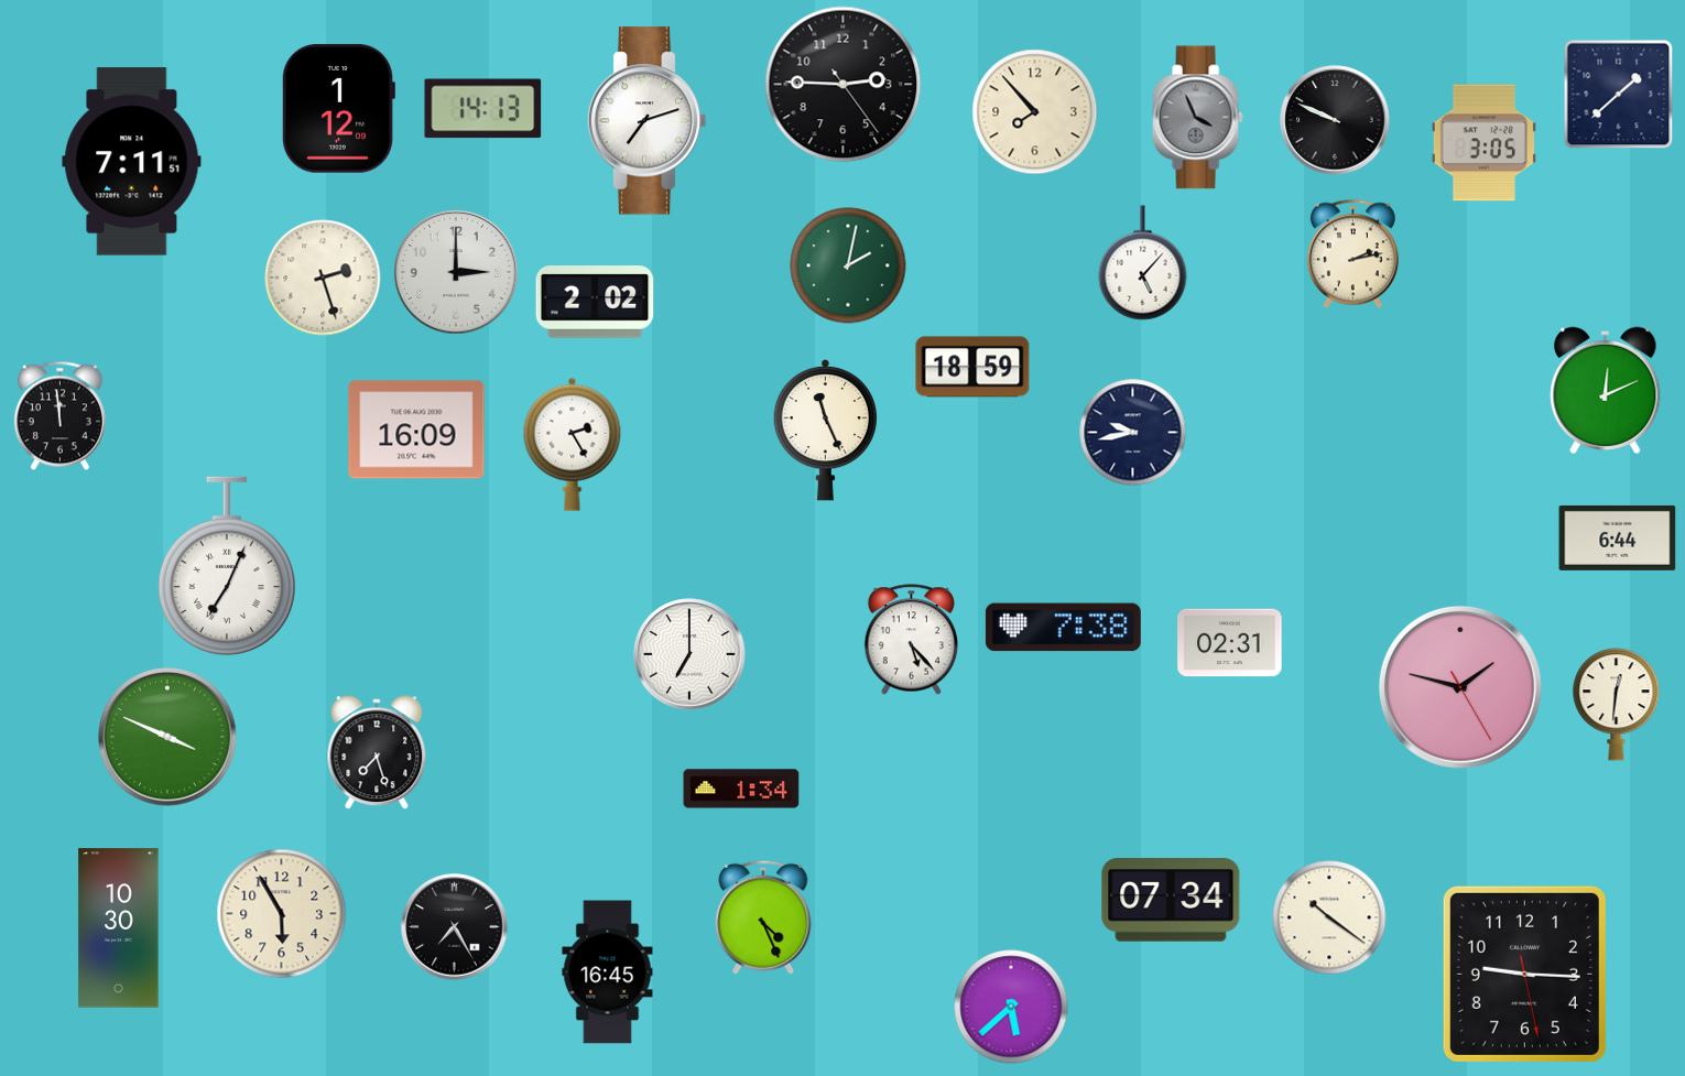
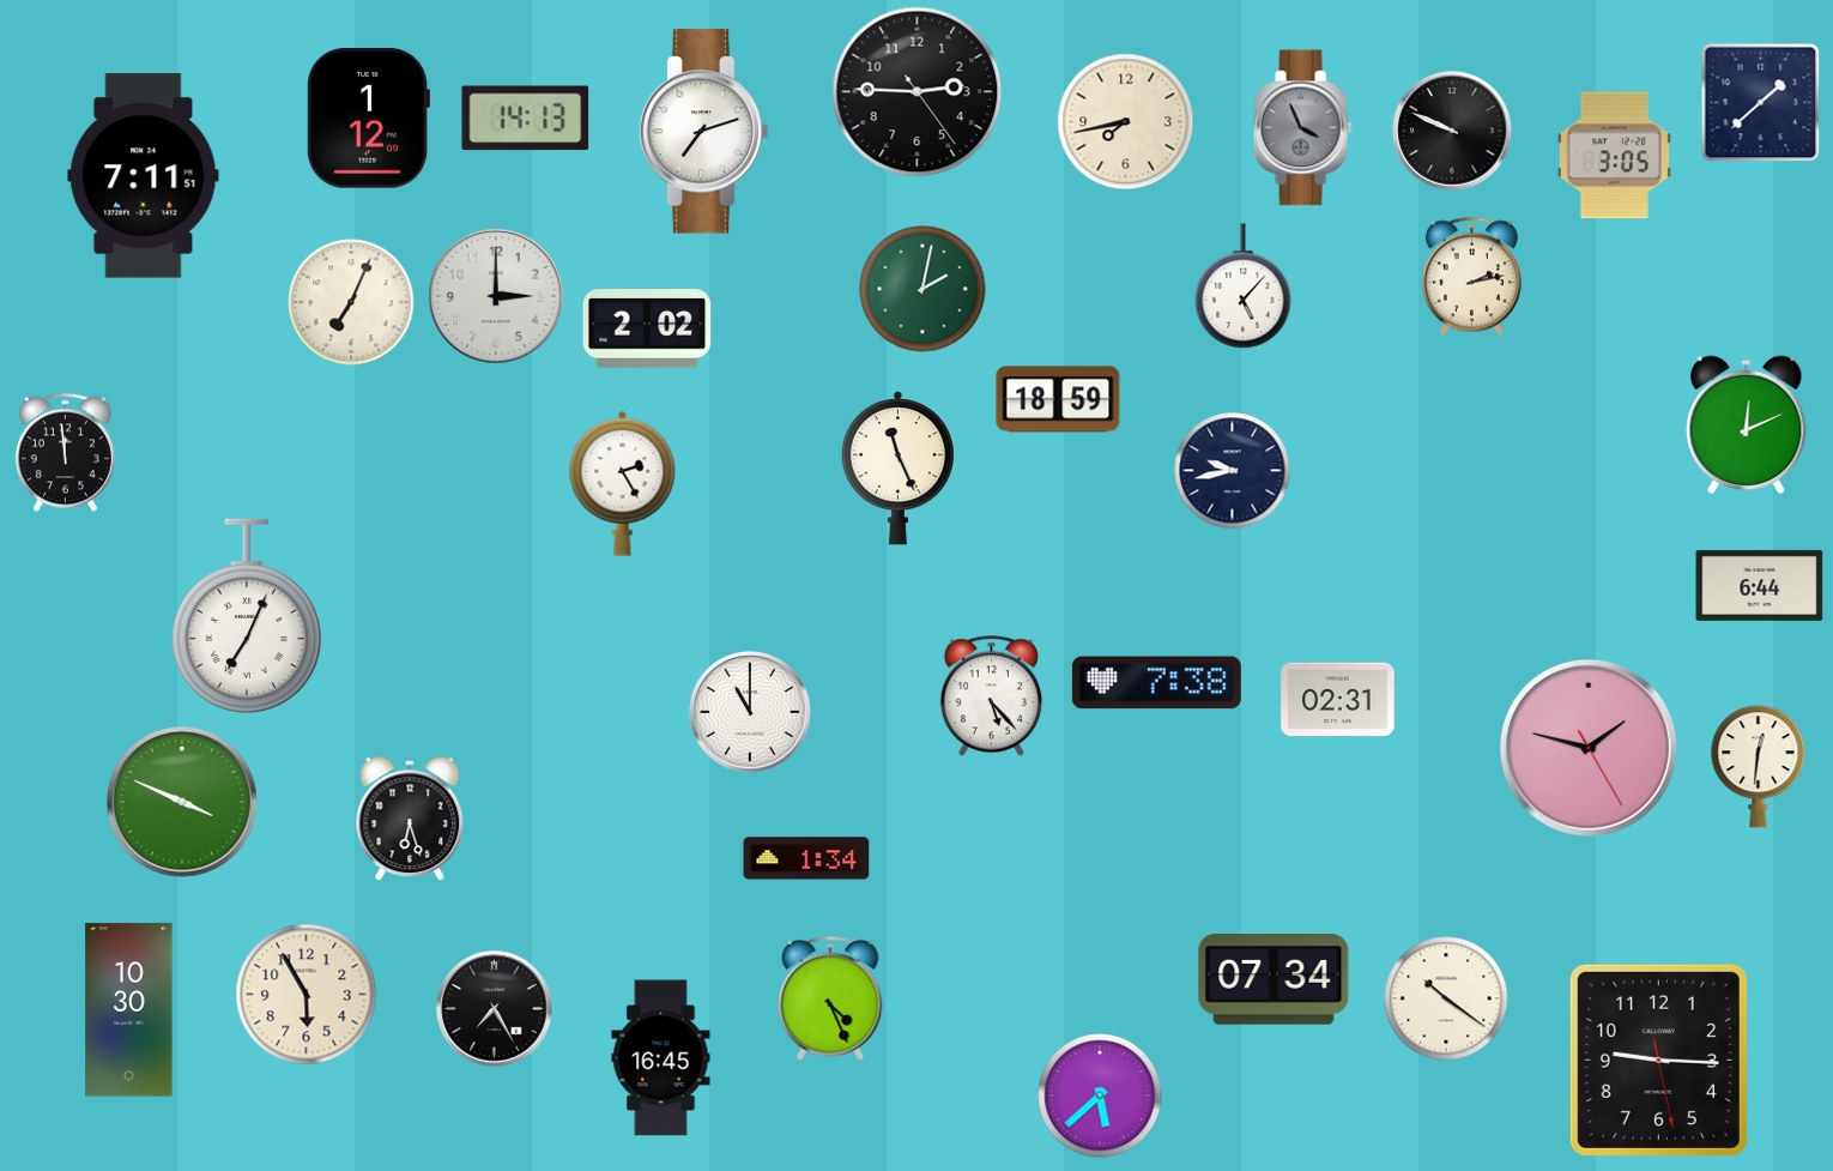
clock at (1035, 112): 7:53 -> 7:43
clock at (323, 278): 2:27 -> 7:04
clock at (416, 430): 16:09 -> none
clock at (689, 654): 7:00 -> 11:00
clock at (377, 753): 7:27 -> 6:27
